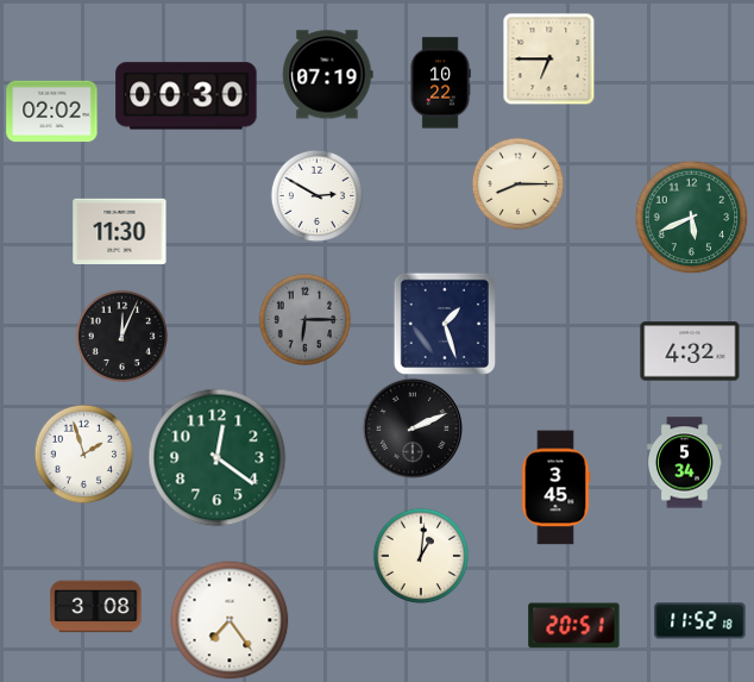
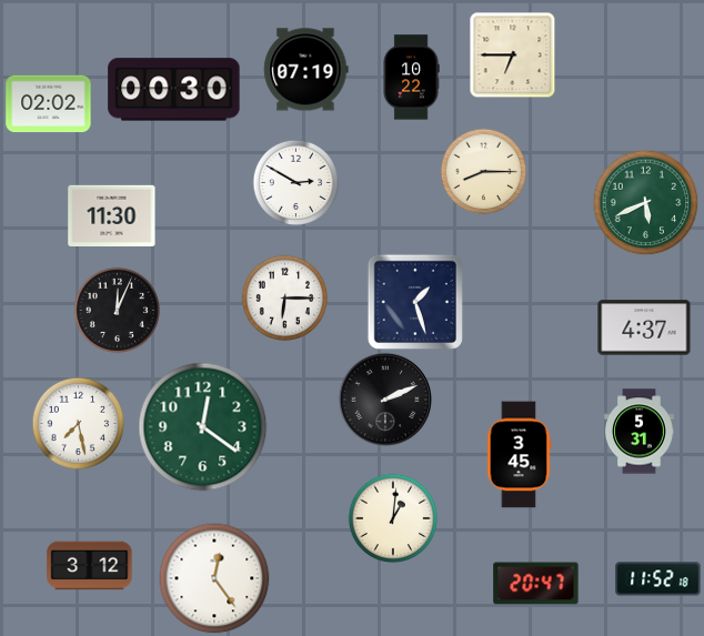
clock at (304, 319) dial: grey -> white
clock at (121, 336) position: (121, 336) -> (117, 310)
clock at (690, 351): 4:32 -> 4:37
clock at (83, 453): 1:57 -> 7:28
clock at (685, 463): 5:34 -> 5:31
clock at (96, 607): 3:08 -> 3:12
clock at (230, 620): 7:24 -> 12:24
clock at (700, 621) position: (700, 621) -> (658, 579)
clock at (574, 626): 20:51 -> 20:47
